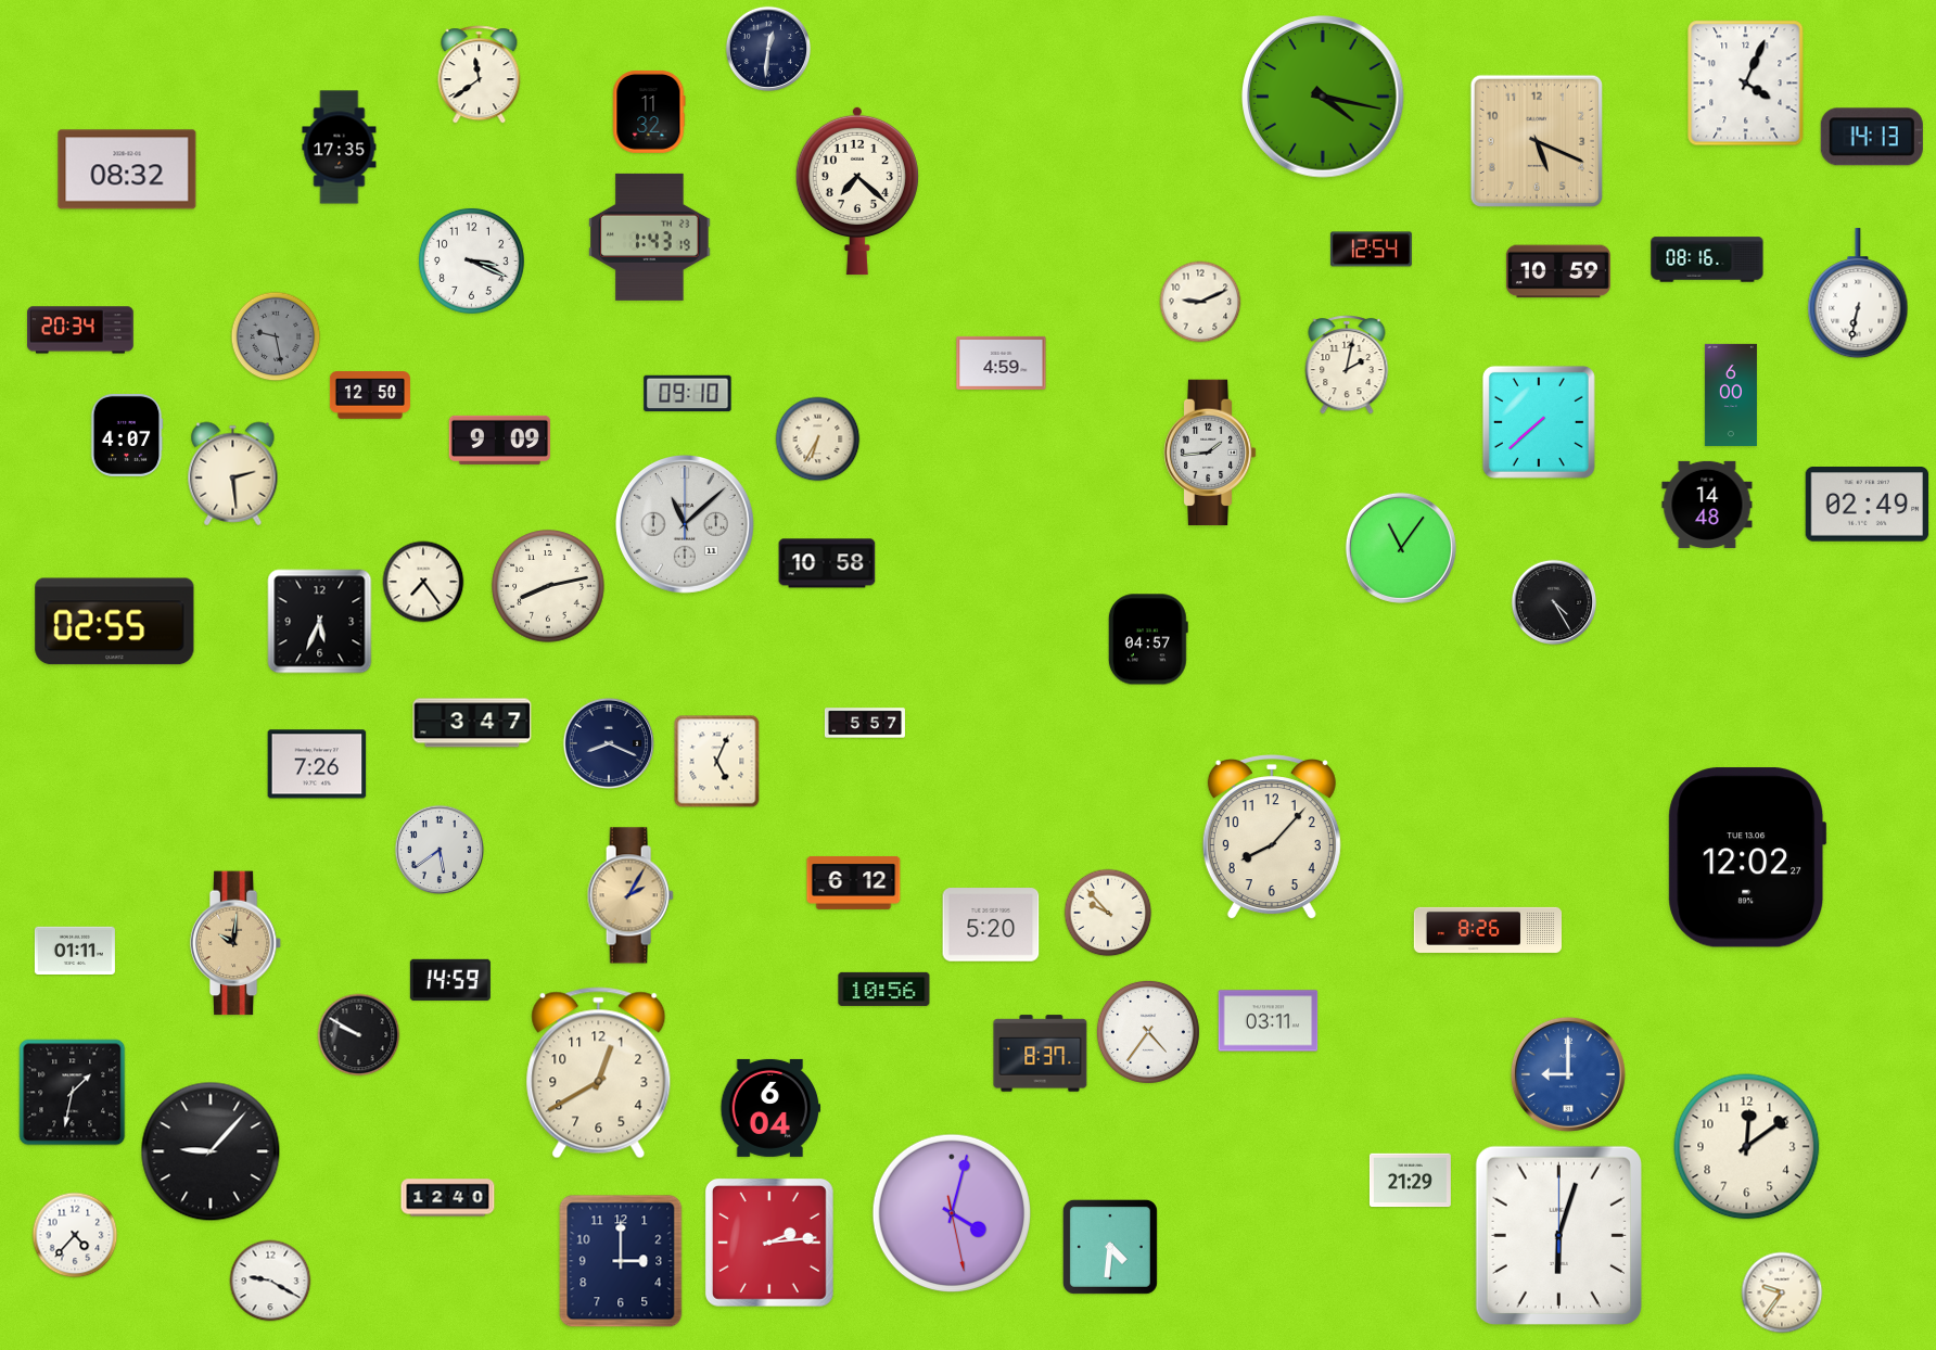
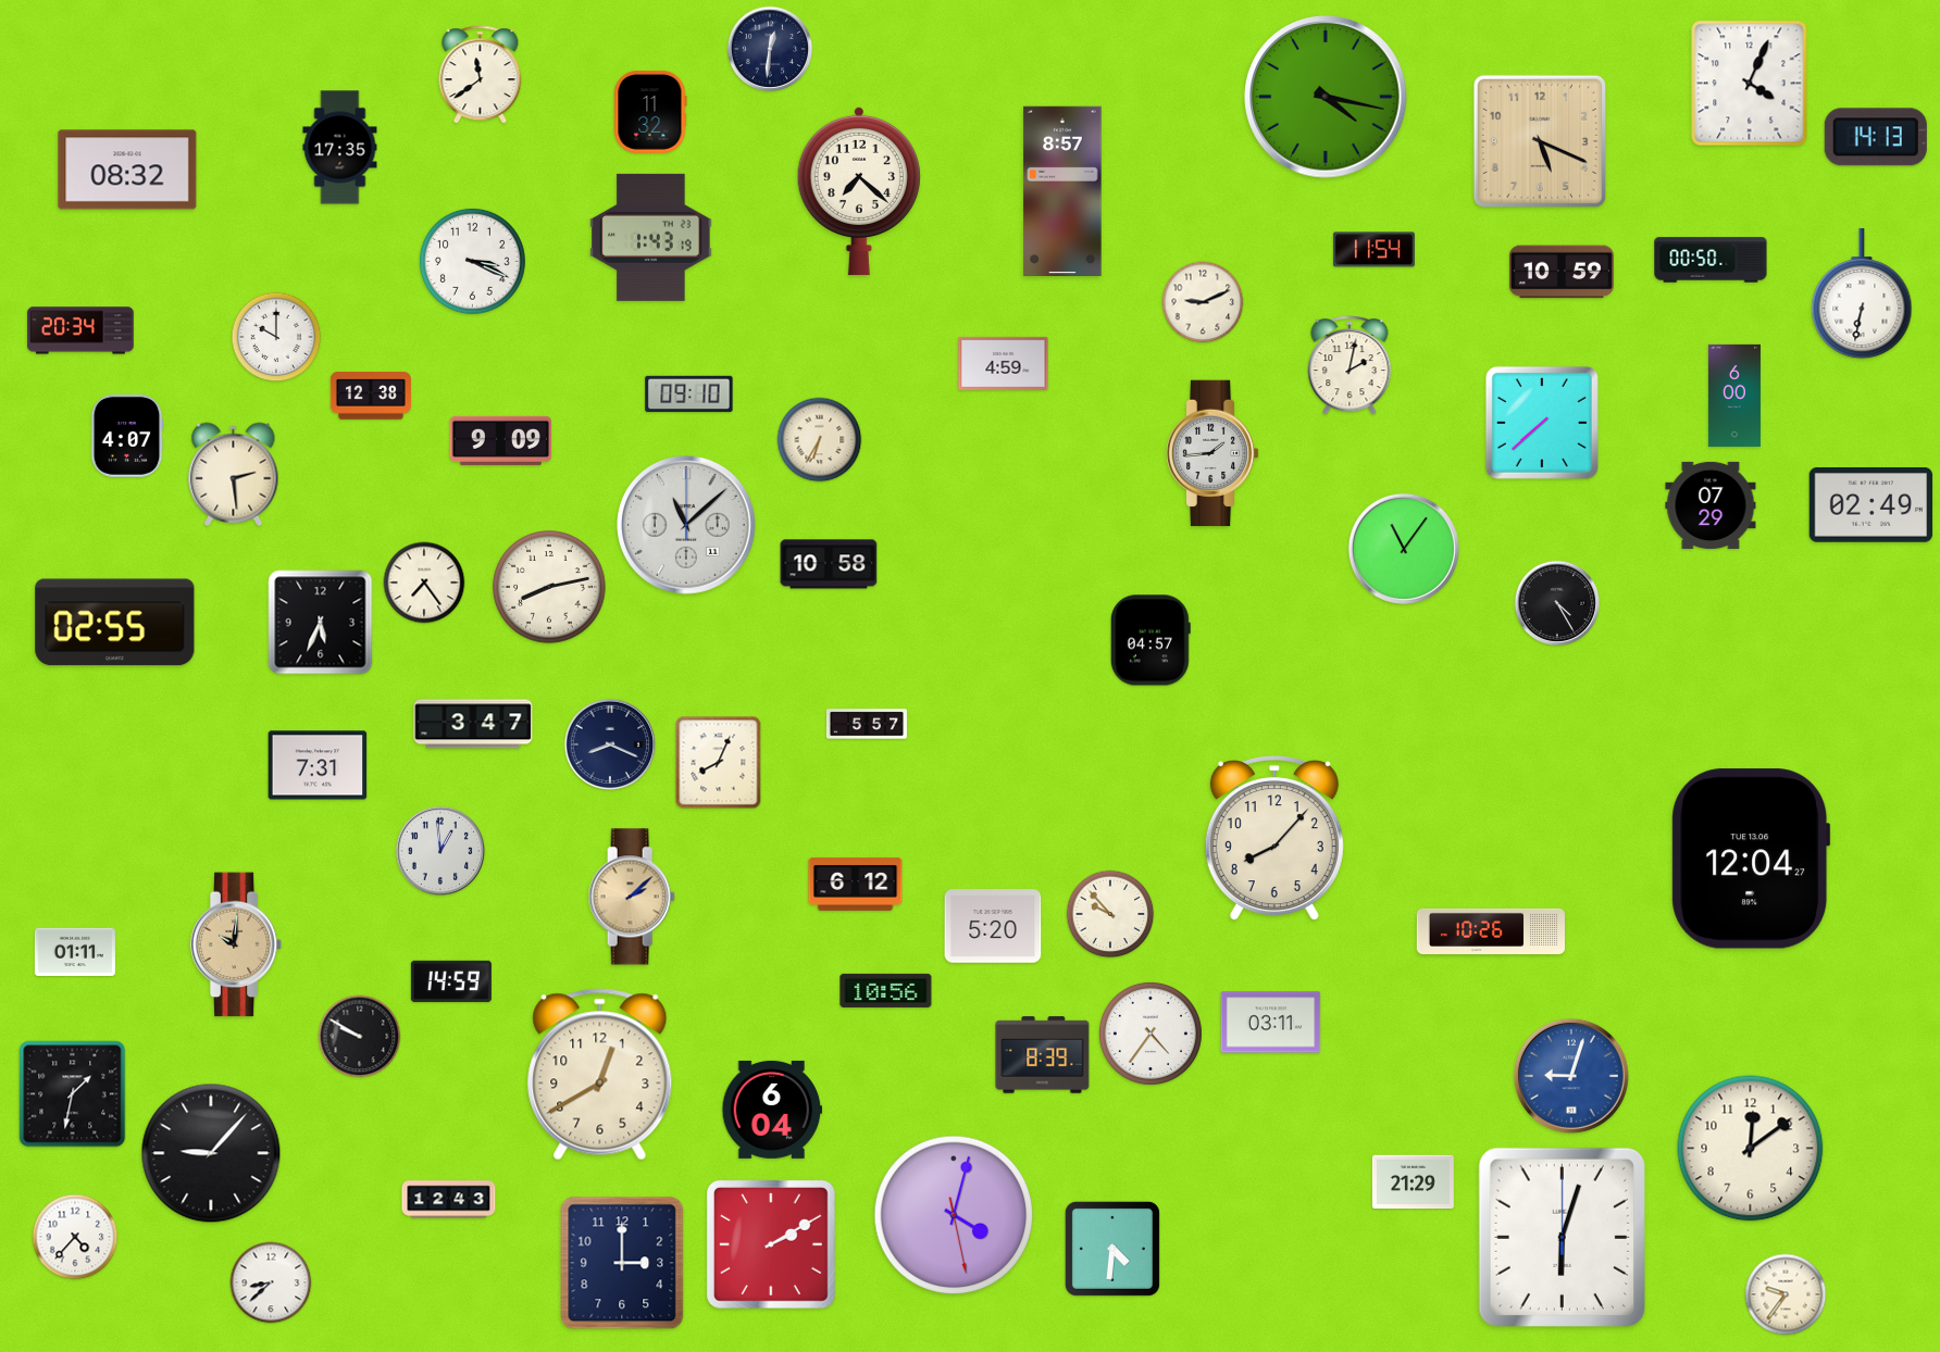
clock at (1062, 190): none -> 8:57
clock at (1371, 250): 12:54 -> 11:54
clock at (1707, 259): 08:16 -> 00:50
clock at (276, 336): 9:28 -> 10:00
clock at (276, 336) dial: grey -> white
clock at (370, 395): 12:50 -> 12:38
clock at (1707, 505): 14:48 -> 07:29
clock at (717, 762): 5:04 -> 8:04
clock at (317, 764): 7:26 -> 7:31
clock at (440, 850): 5:39 -> 12:59
clock at (1747, 857): 12:02 -> 12:04
clock at (631, 895): 2:05 -> 2:08
clock at (1487, 930): 8:26 -> 10:26
clock at (1041, 1054): 8:37 -> 8:39
clock at (1568, 1074): 9:00 -> 9:03
clock at (448, 1198): 12:40 -> 12:43
clock at (769, 1243): 2:14 -> 2:10
clock at (270, 1281): 9:20 -> 8:38
